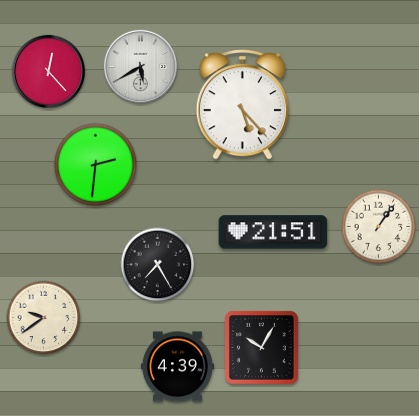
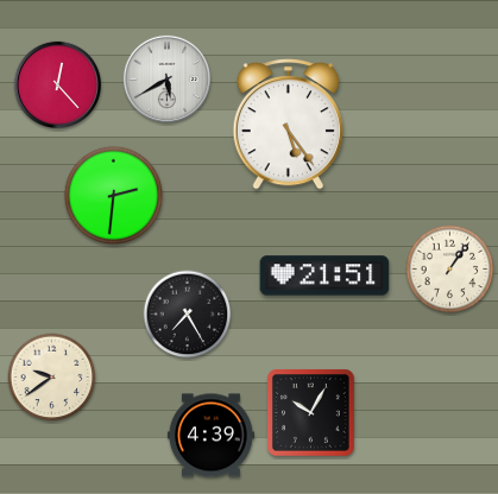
clock at (242, 105): 5:23 -> 5:24
